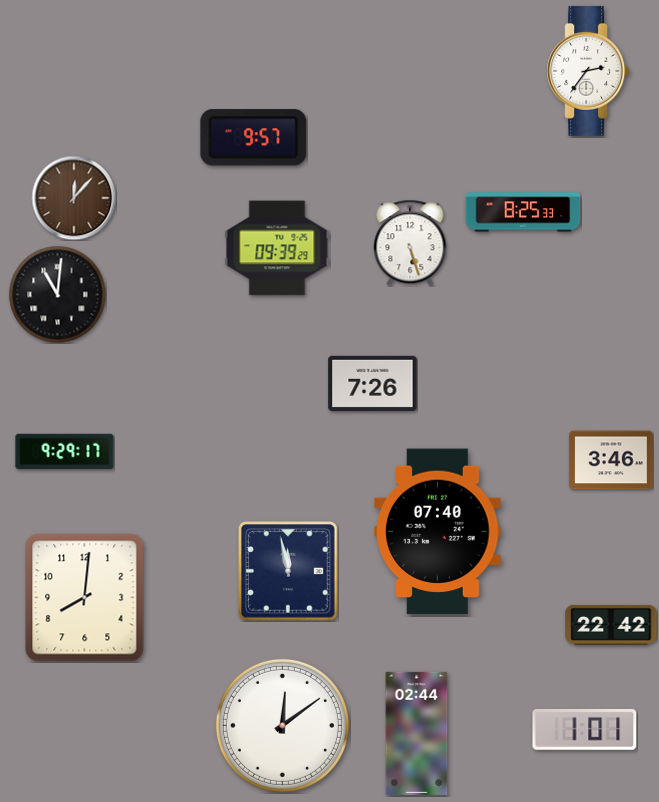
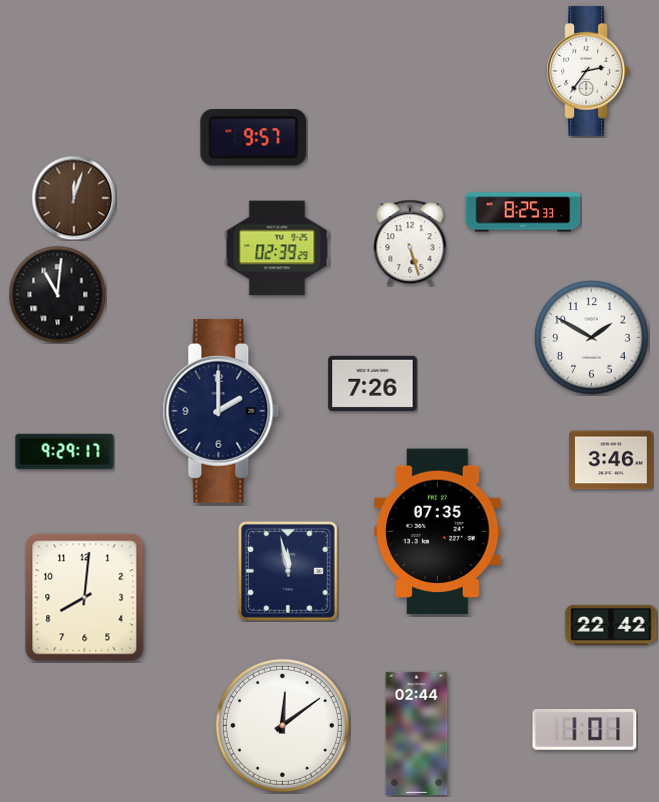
clock at (74, 198): 12:07 -> 12:03
clock at (277, 248): 09:39 -> 02:39
clock at (592, 338): none -> 1:50
clock at (221, 411): none -> 2:00
clock at (438, 532): 07:40 -> 07:35
